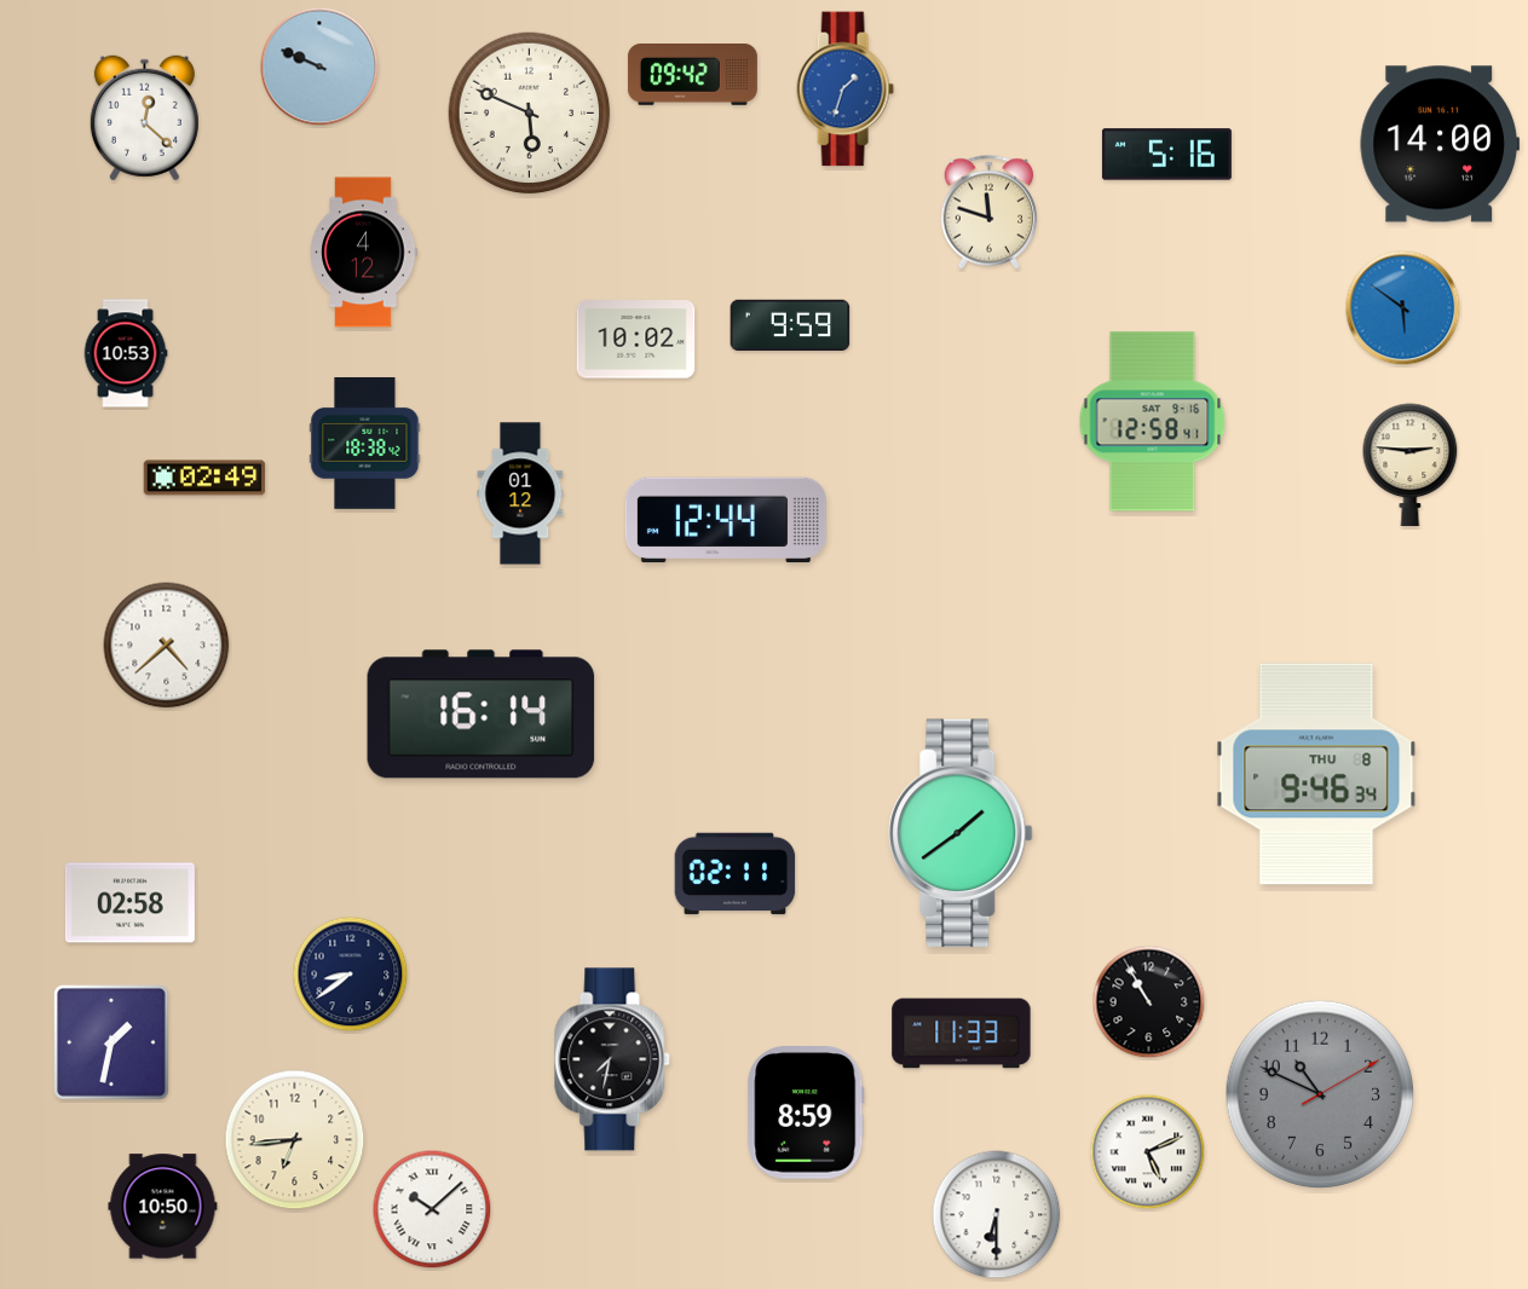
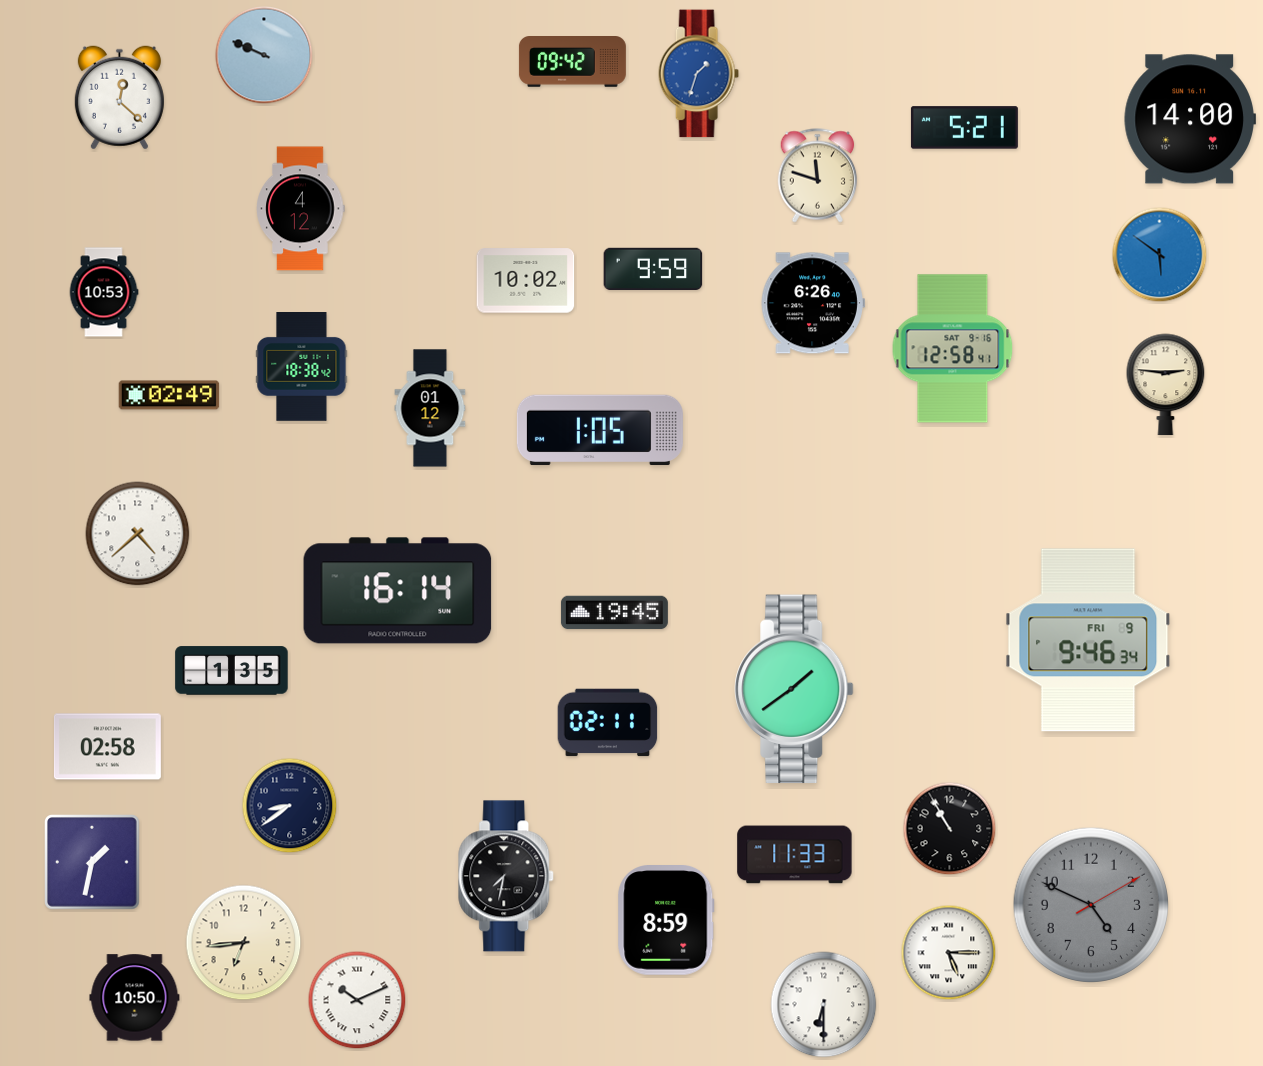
clock at (530, 114): 5:49 -> none
clock at (1166, 155): 5:16 -> 5:21
clock at (813, 303): none -> 6:26
clock at (726, 520): 12:44 -> 1:05
clock at (614, 613): none -> 19:45
clock at (1316, 774) date: THU 8 -> FRI 9
clock at (232, 671): none -> 1:35
clock at (1319, 1093): 10:49 -> 4:49
clock at (1148, 1152): 5:11 -> 5:15
clock at (432, 1209): 10:08 -> 10:11
